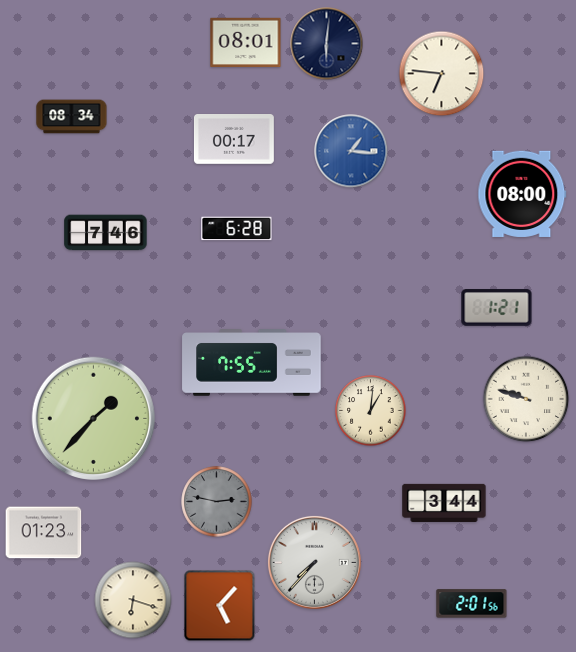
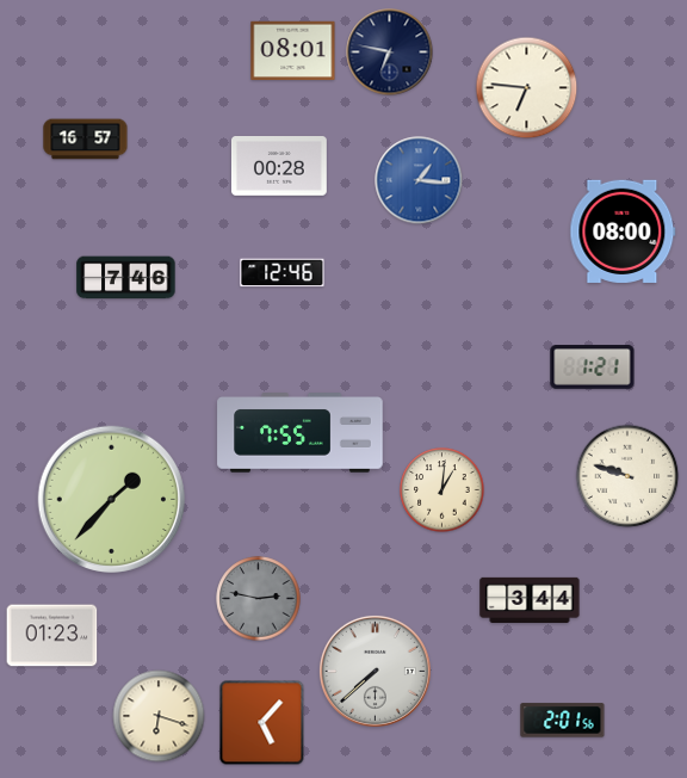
clock at (327, 44): 6:01 -> 6:47
clock at (72, 117): 08:34 -> 16:57
clock at (234, 140): 00:17 -> 00:28
clock at (237, 229): 6:28 -> 12:46
clock at (314, 562): 7:37 -> 7:38
